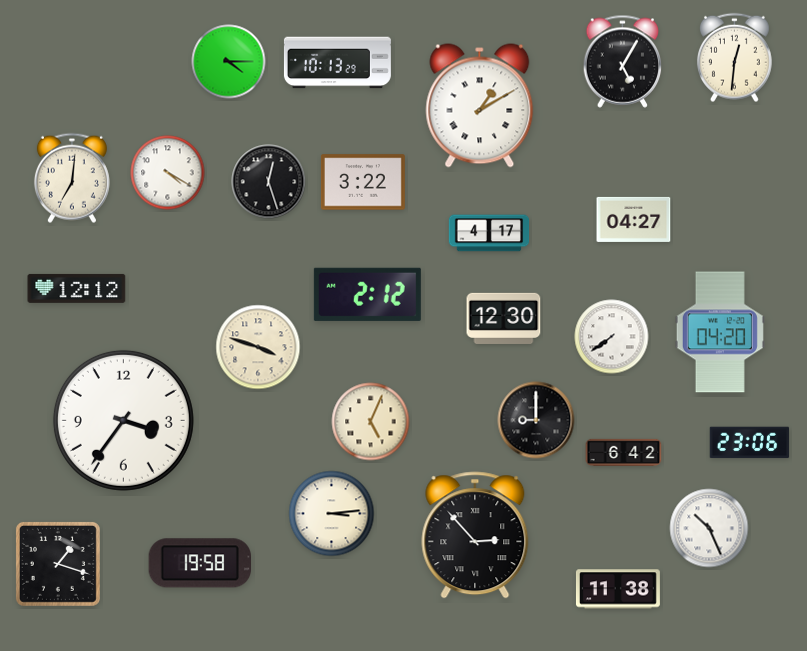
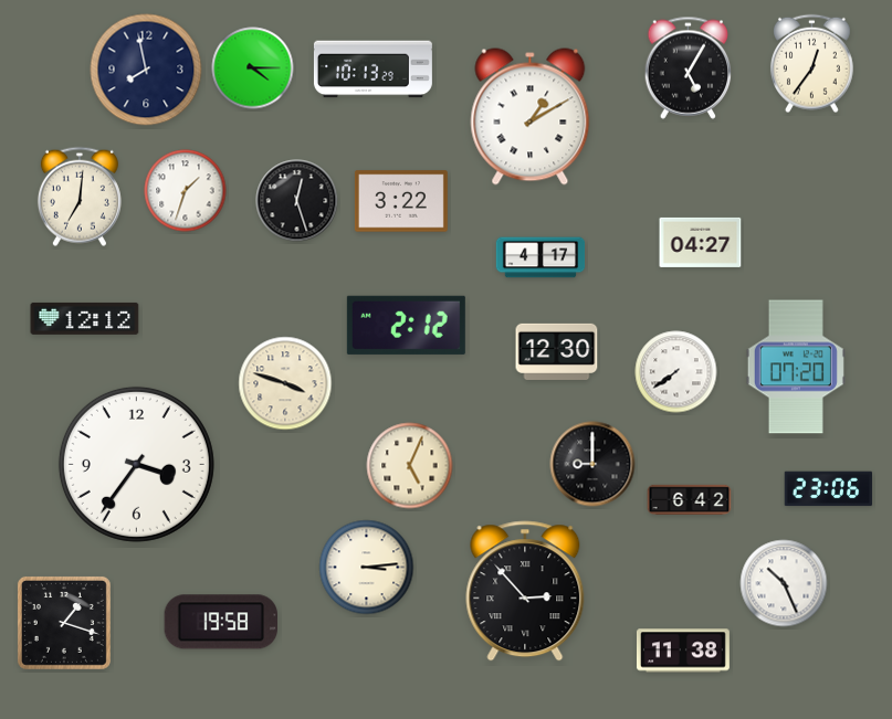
clock at (734, 58): 12:31 -> 12:36
clock at (146, 70): none -> 7:58
clock at (168, 173): 4:20 -> 1:33
clock at (720, 332): 04:20 -> 07:20
